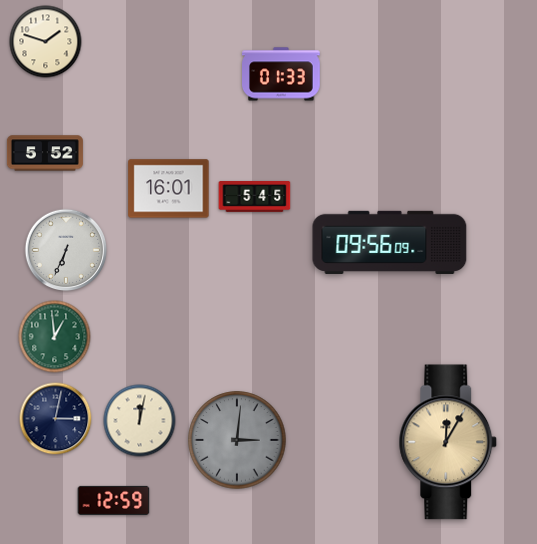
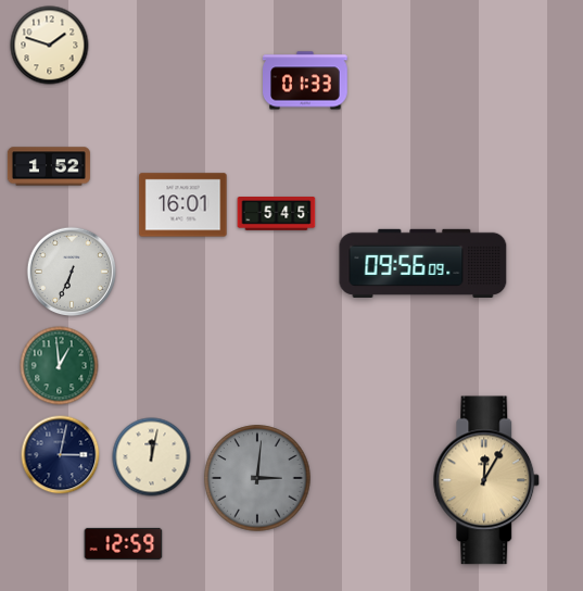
clock at (45, 153): 5:52 -> 1:52
